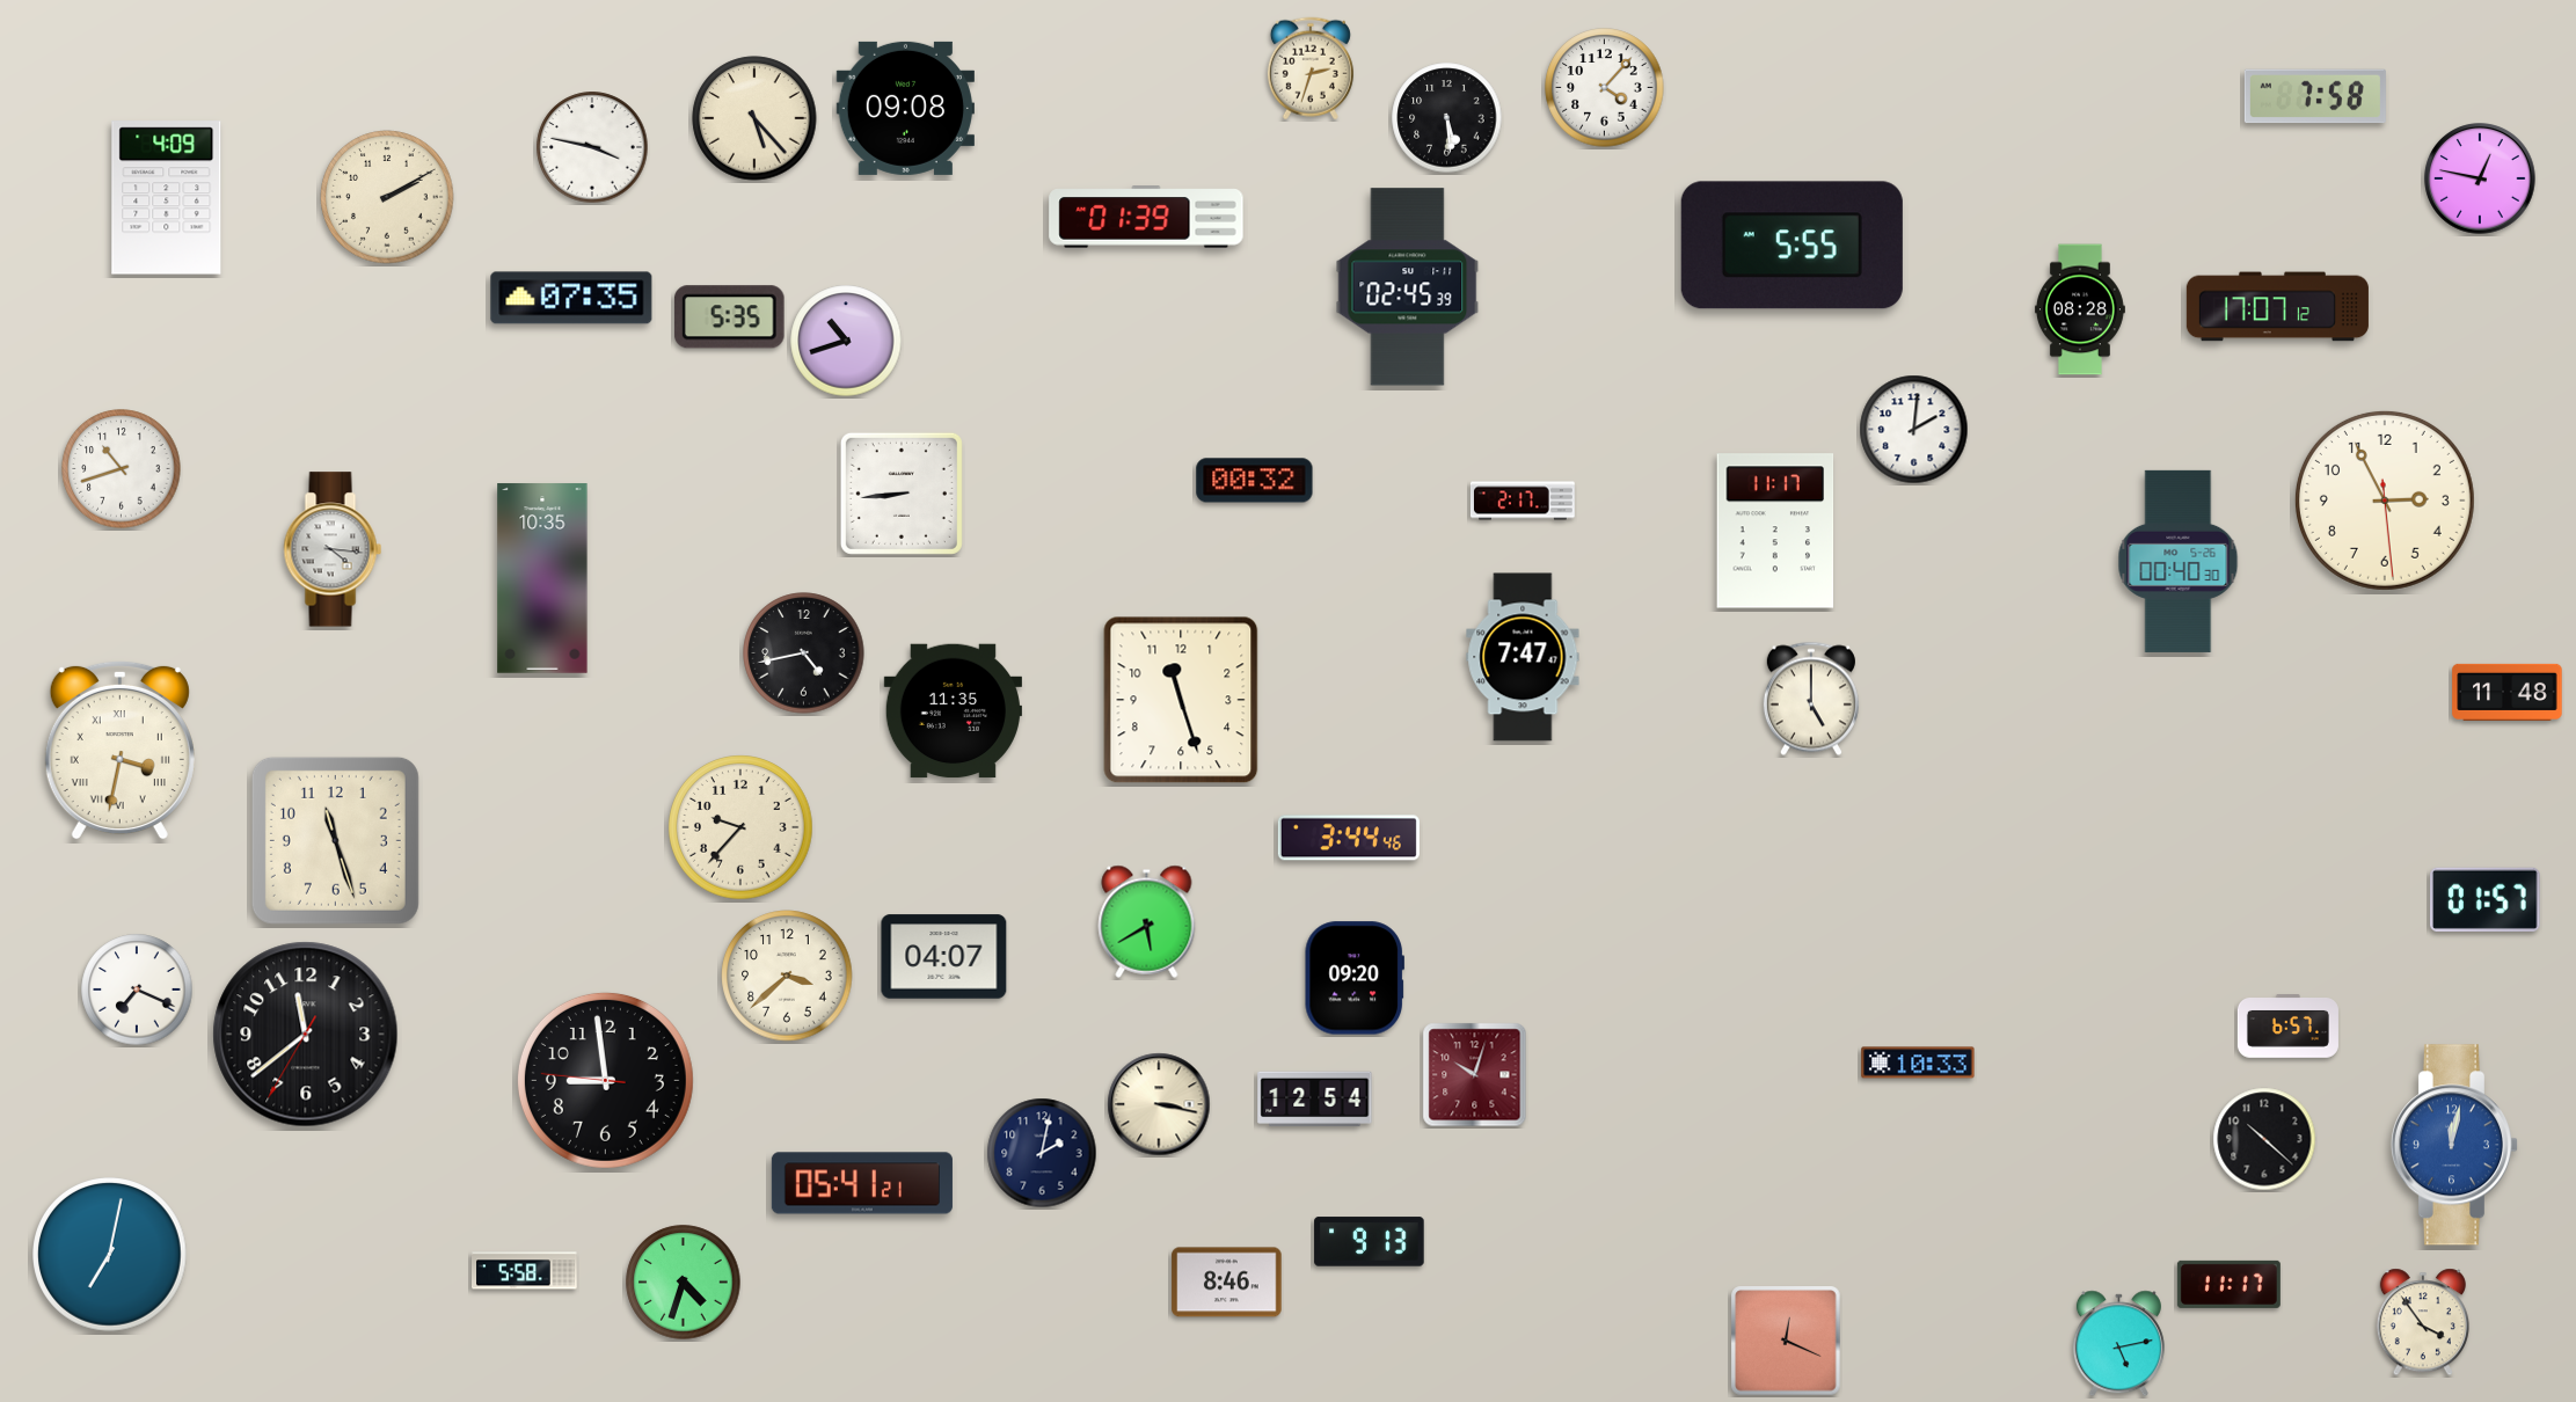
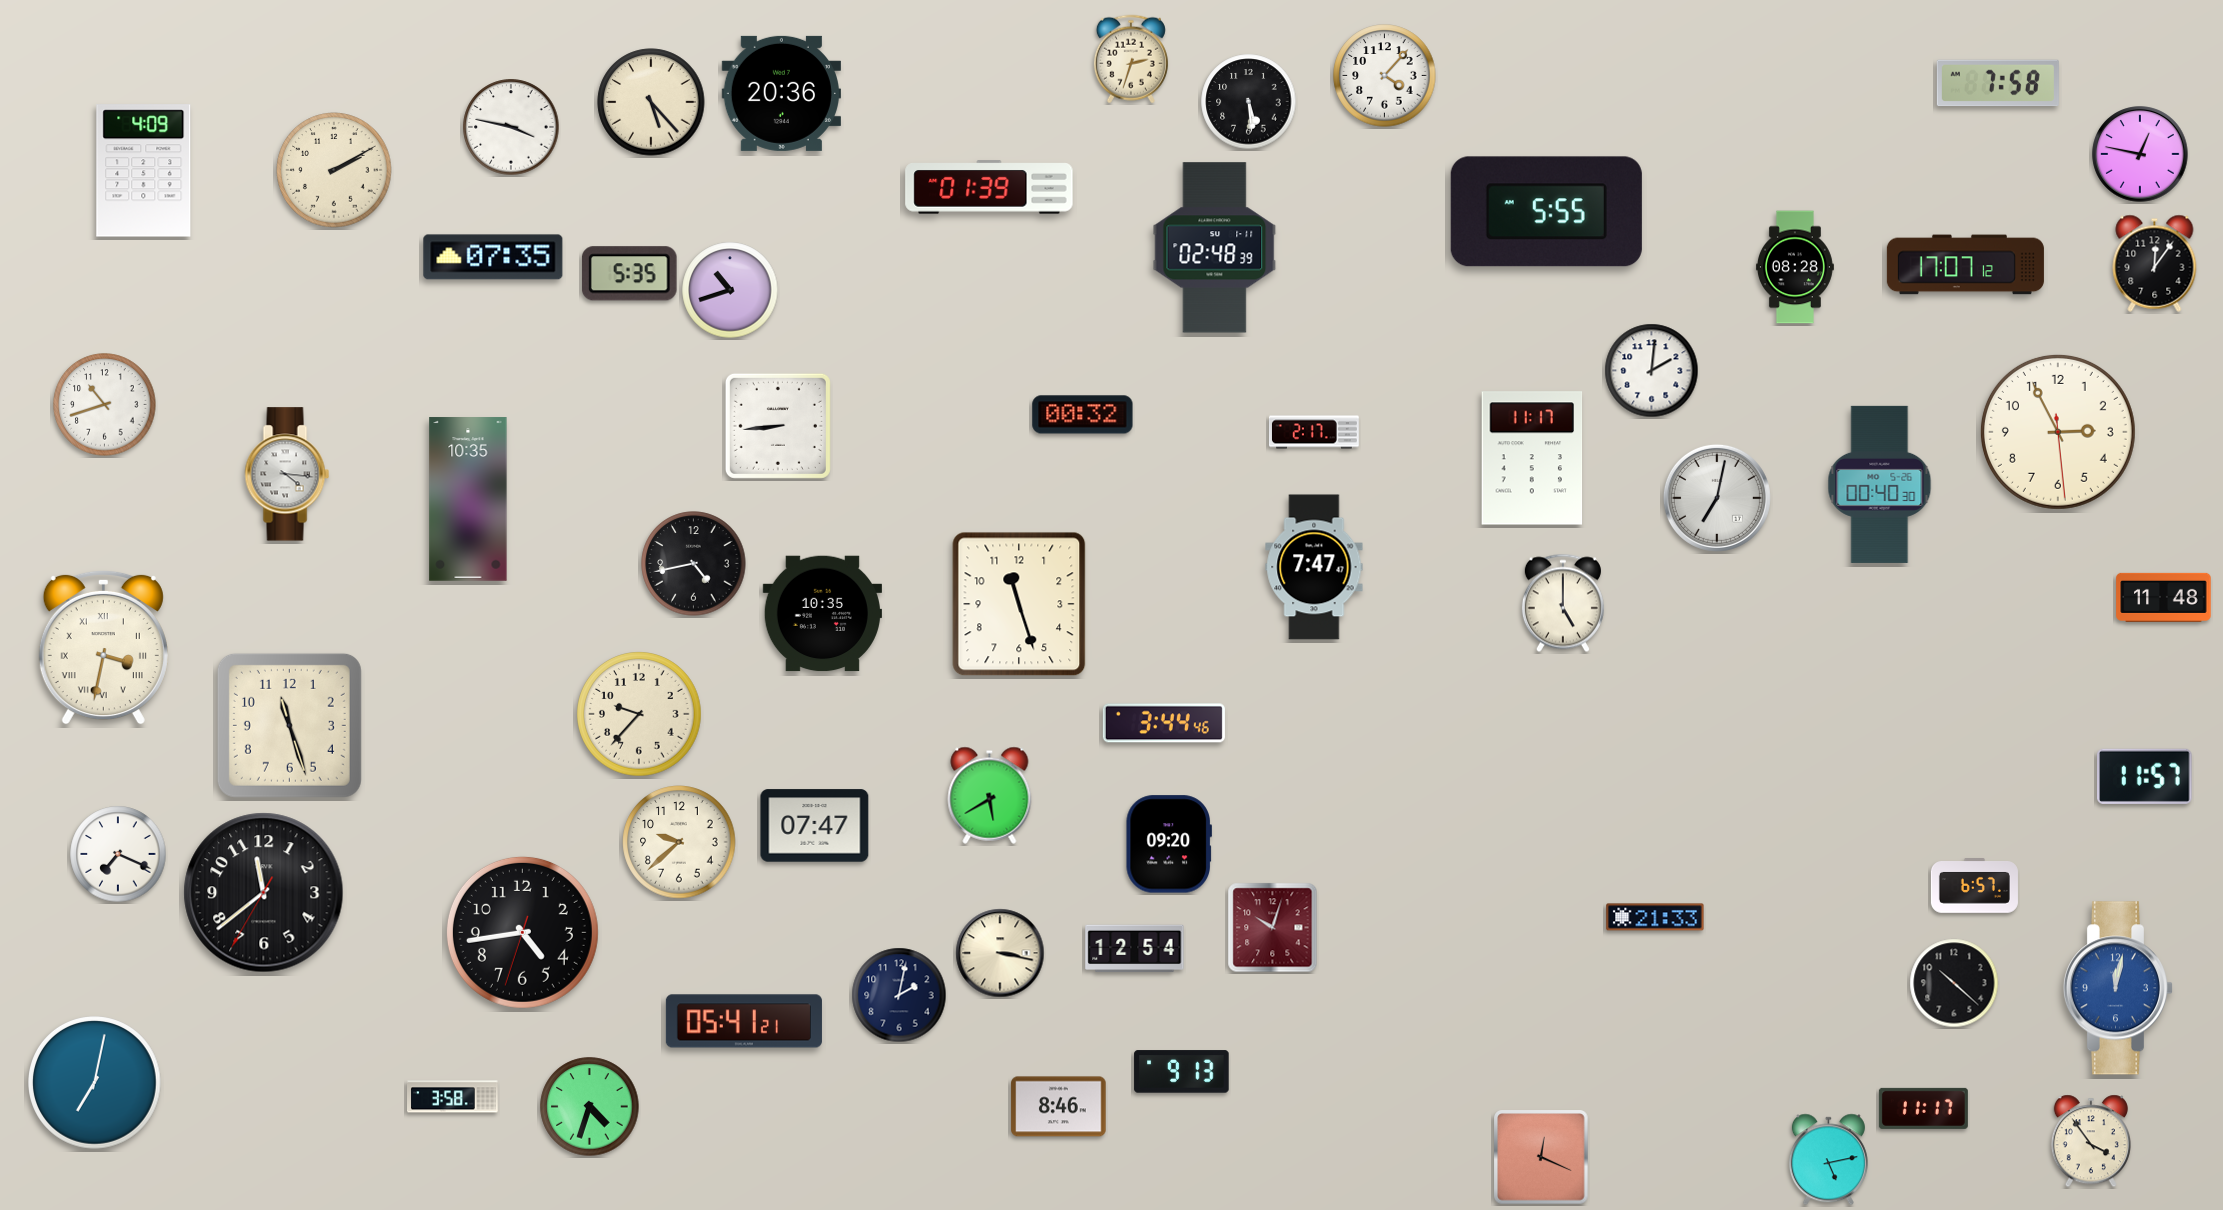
clock at (905, 108): 09:08 -> 20:36
clock at (1408, 287): 02:45 -> 02:48
clock at (2155, 263): none -> 12:06
clock at (846, 341) position: (846, 341) -> (730, 290)
clock at (1717, 498): none -> 7:02
clock at (953, 711): 11:35 -> 10:35
clock at (2486, 899): 01:57 -> 11:57
clock at (944, 957): 04:07 -> 07:47
clock at (787, 976): 3:38 -> 9:38
clock at (1918, 1063): 10:33 -> 21:33
clock at (605, 1080): 8:58 -> 4:43
clock at (525, 1271): 5:58 -> 3:58
